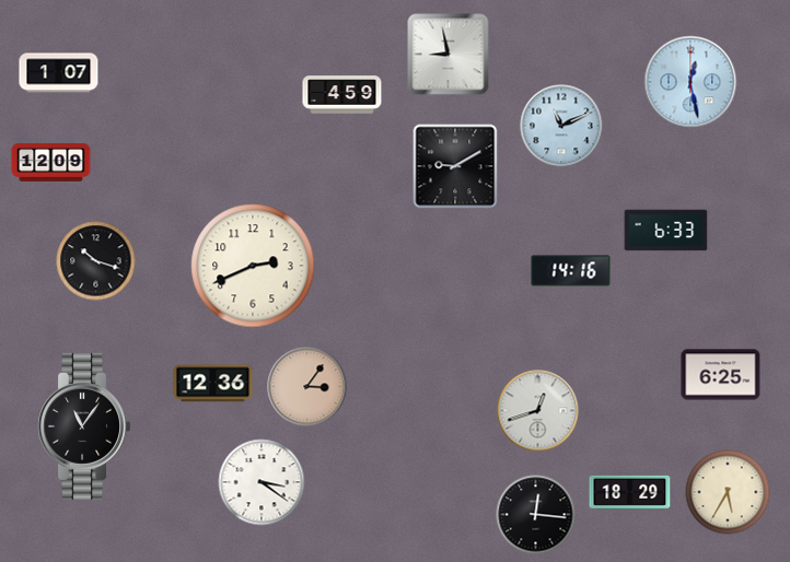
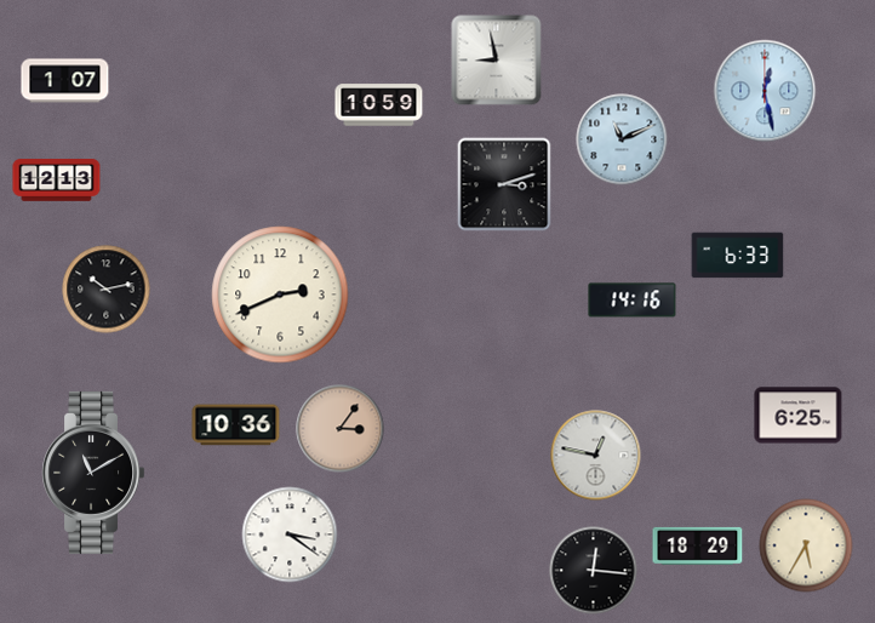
clock at (342, 95): 4:59 -> 10:59
clock at (51, 163): 12:09 -> 12:13
clock at (455, 166): 9:10 -> 3:12
clock at (96, 261): 10:18 -> 10:13
clock at (213, 384): 12:36 -> 10:36
clock at (538, 411): 12:42 -> 12:47
clock at (84, 426): 11:06 -> 11:10
